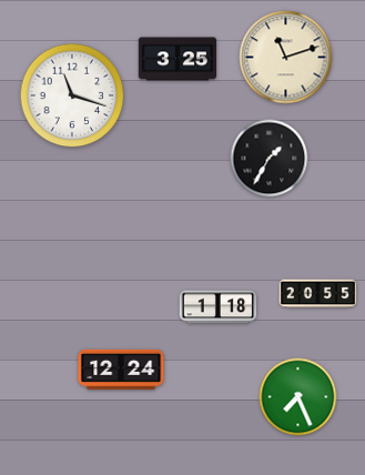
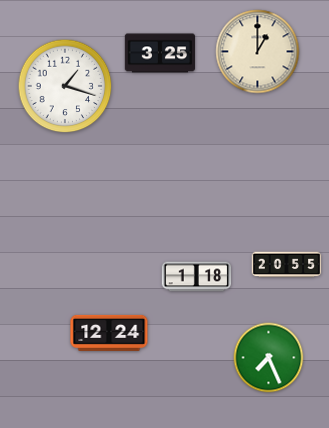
clock at (286, 58): 11:12 -> 1:00
clock at (72, 95): 11:18 -> 1:18
clock at (270, 159): 1:35 -> none
